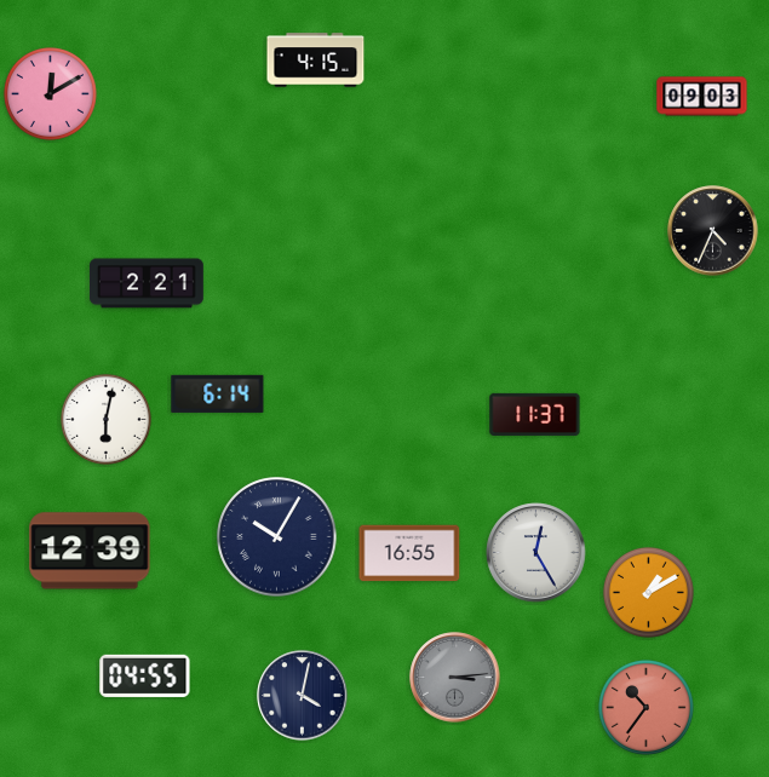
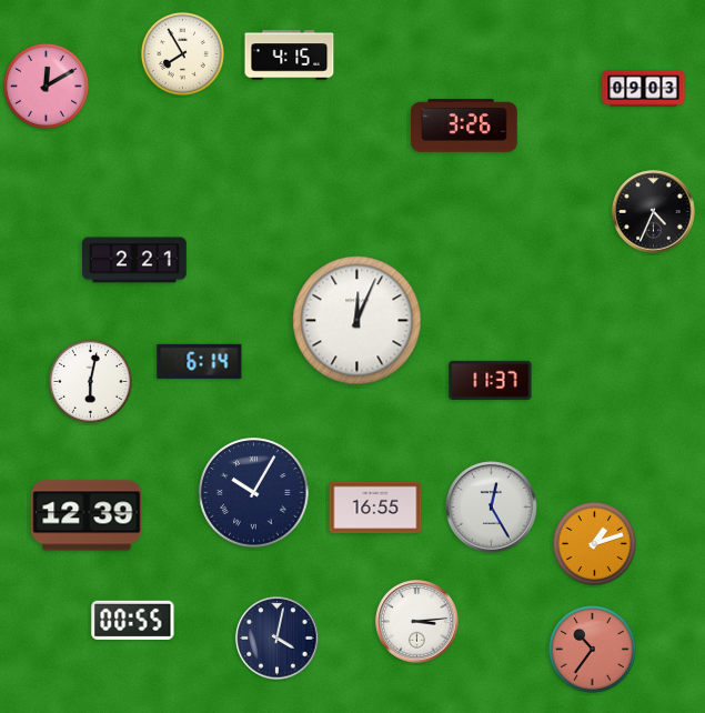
clock at (182, 53): none -> 7:55
clock at (464, 125): none -> 3:26
clock at (357, 321): none -> 12:04
clock at (105, 419) position: (105, 419) -> (90, 381)
clock at (90, 551) position: (90, 551) -> (87, 515)
clock at (648, 592): 1:10 -> 1:12
clock at (145, 675): 04:55 -> 00:55
clock at (455, 678) dial: grey -> white
